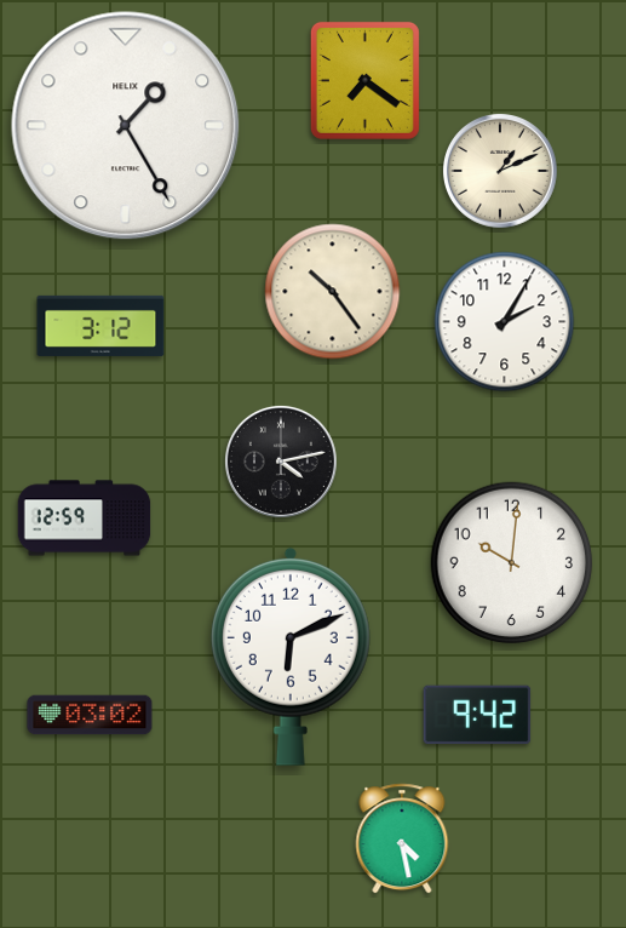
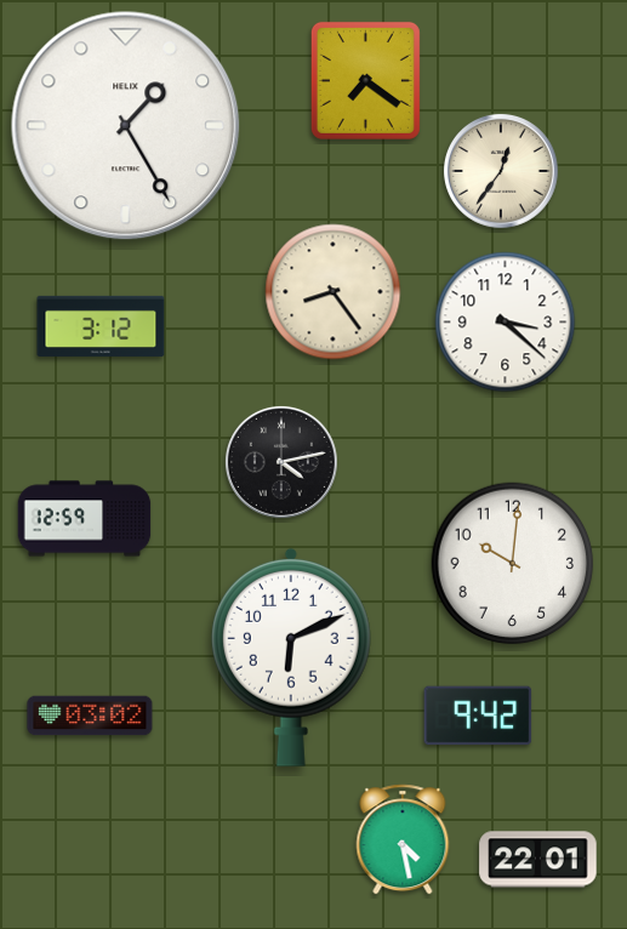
clock at (500, 171): 1:11 -> 12:36
clock at (333, 292): 10:24 -> 8:24
clock at (505, 322): 2:05 -> 3:22
clock at (538, 860): none -> 22:01
